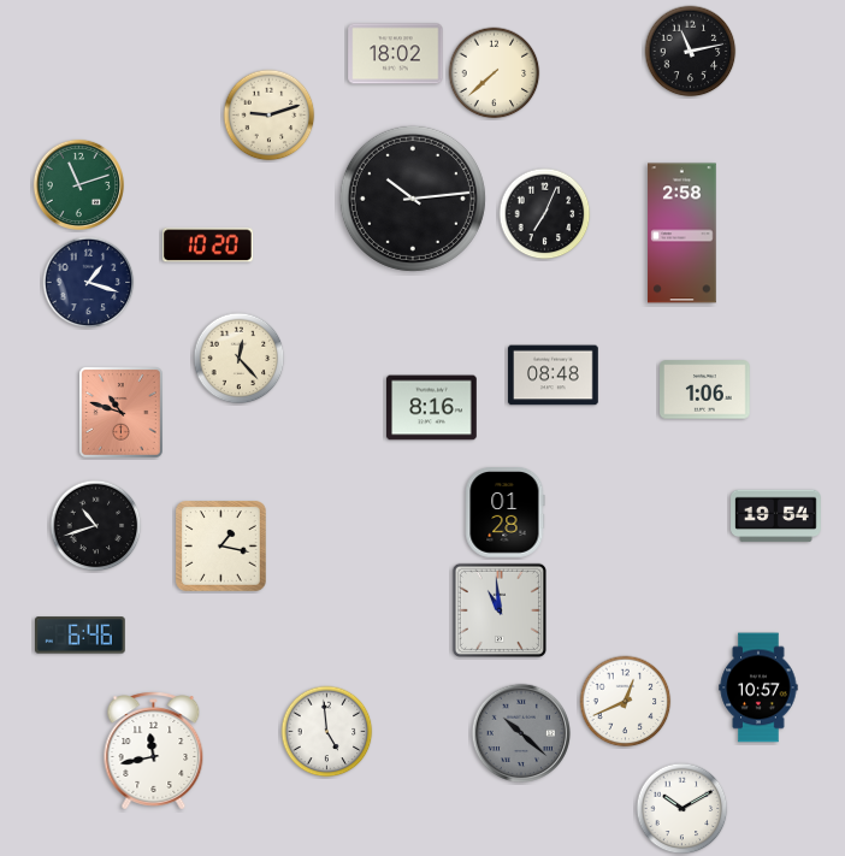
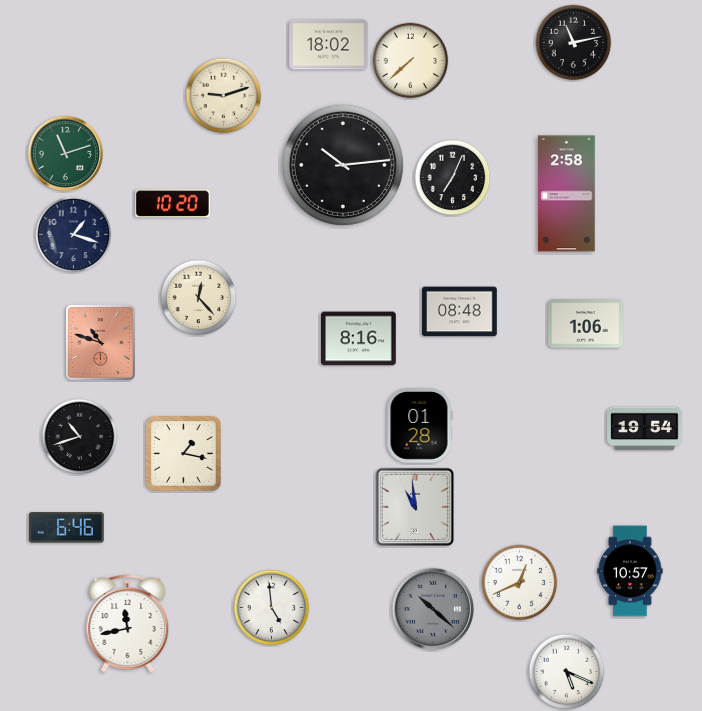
clock at (682, 809): 10:10 -> 5:19
